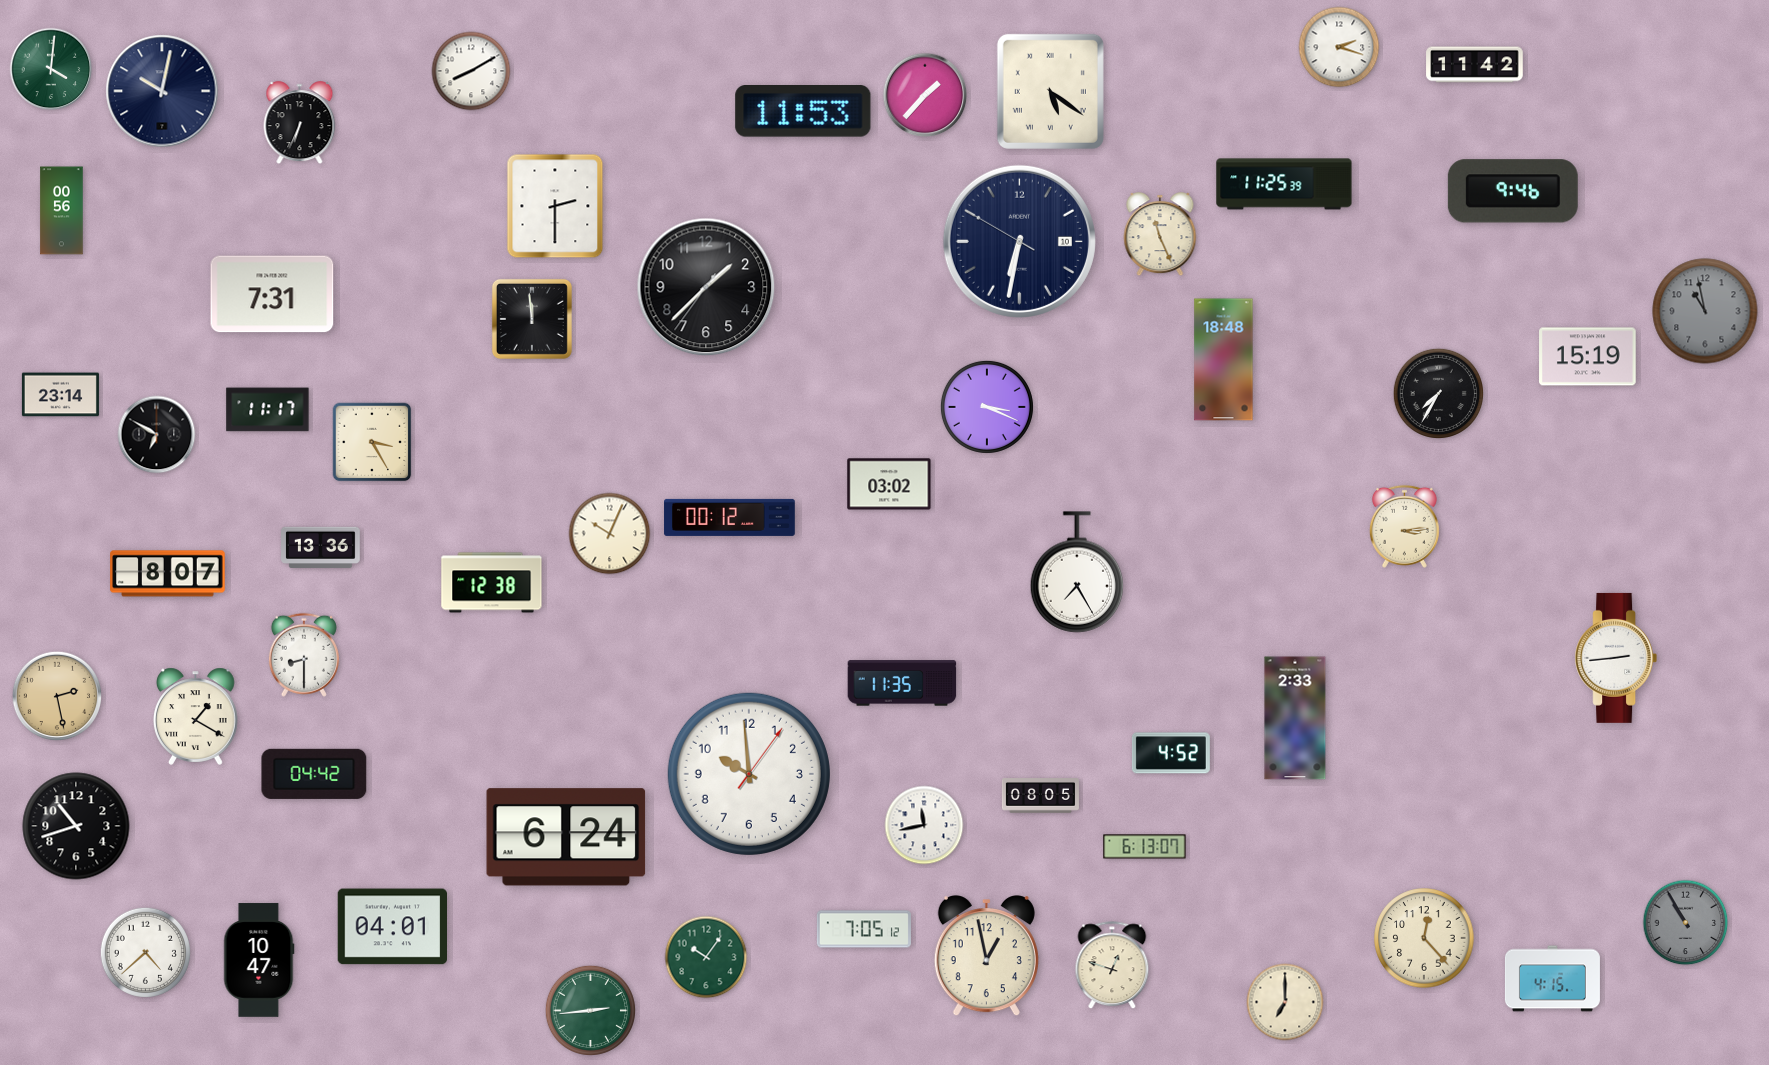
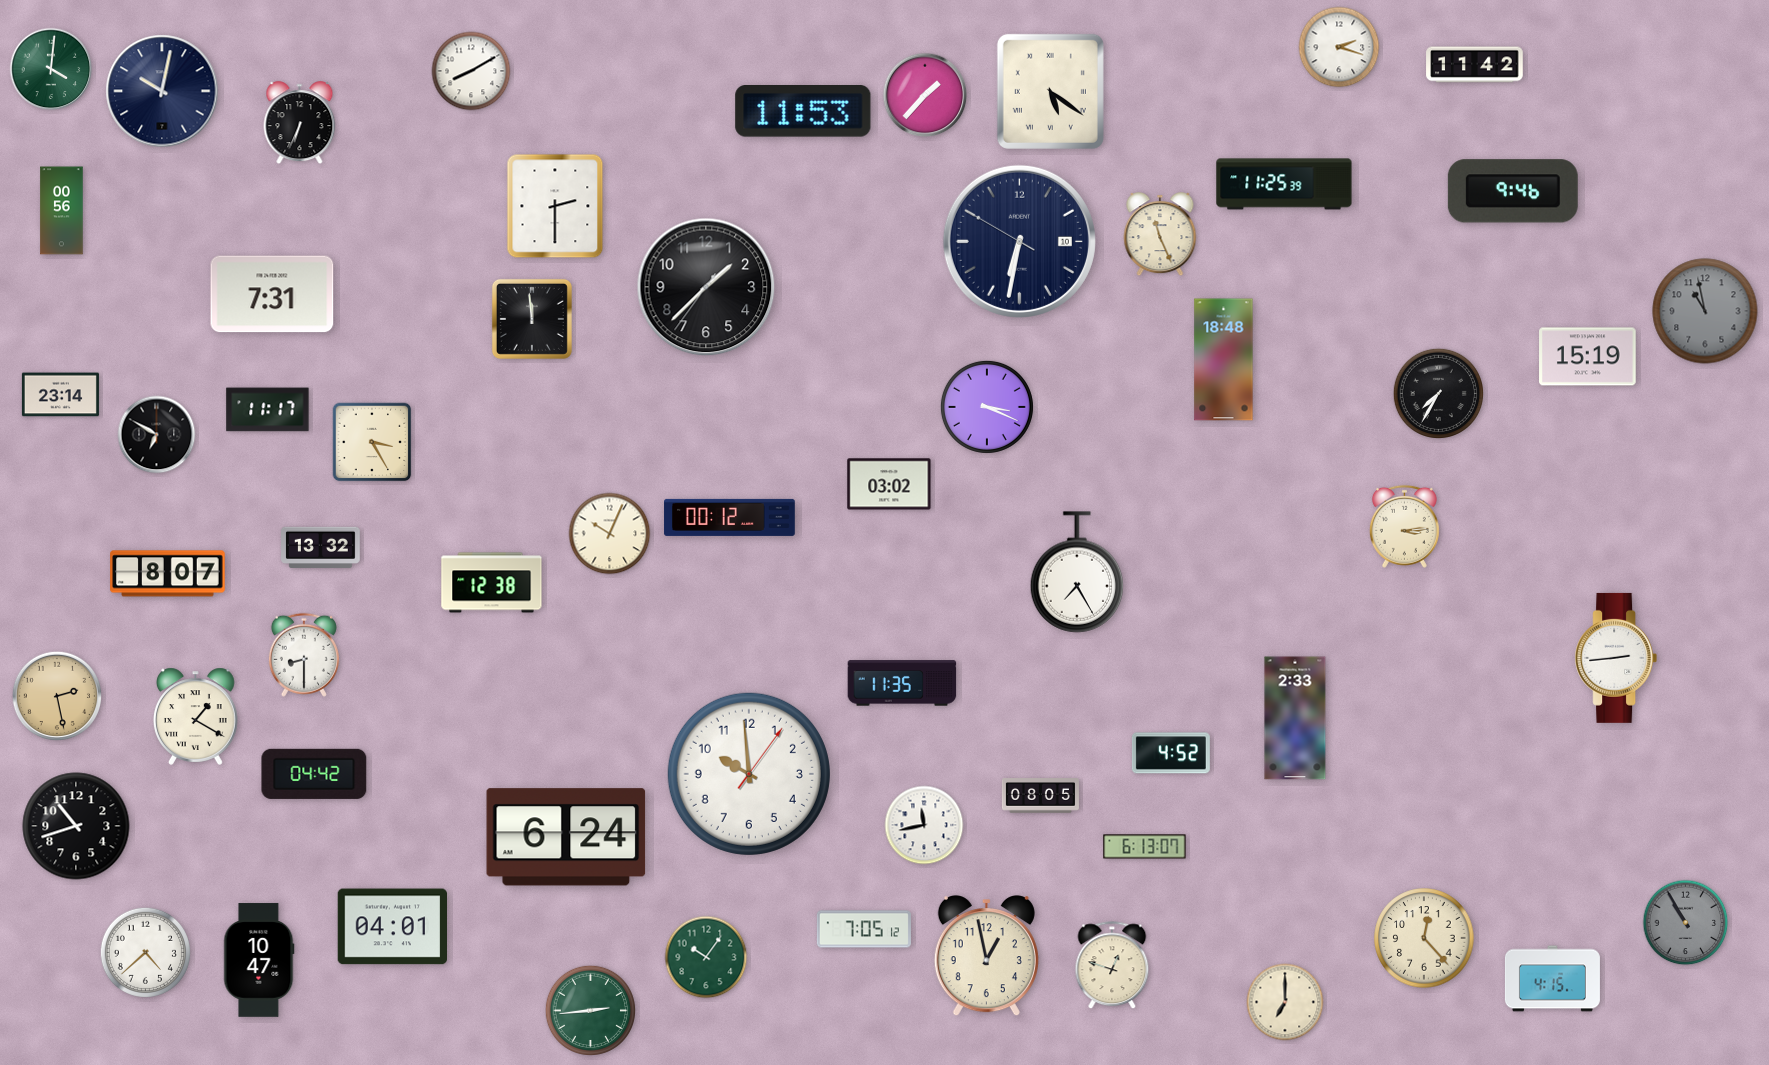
clock at (321, 548): 13:36 -> 13:32
